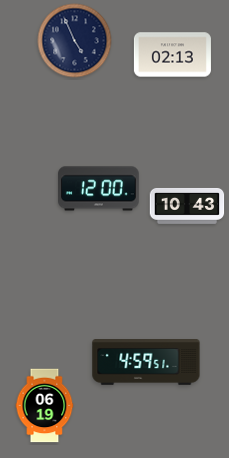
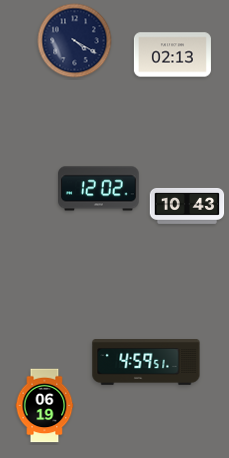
clock at (75, 41): 4:56 -> 4:20
clock at (99, 189): 12:00 -> 12:02
